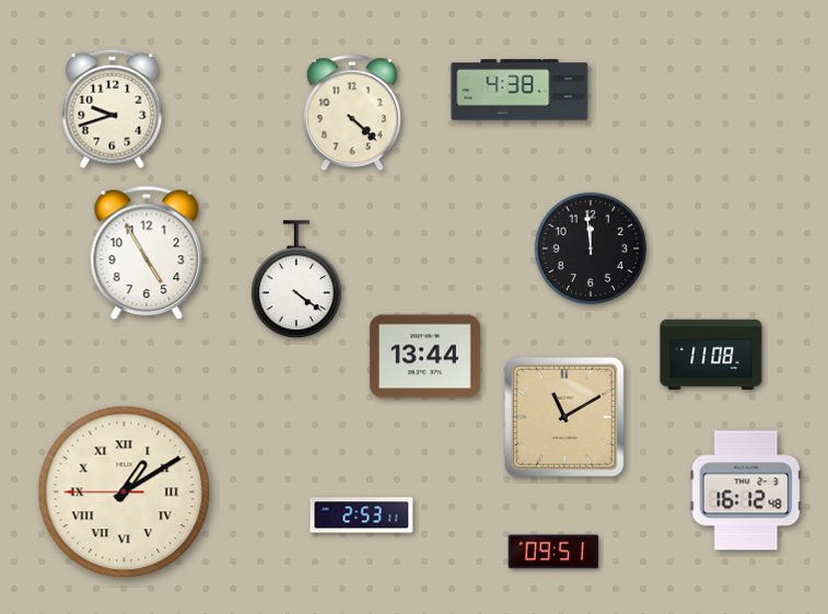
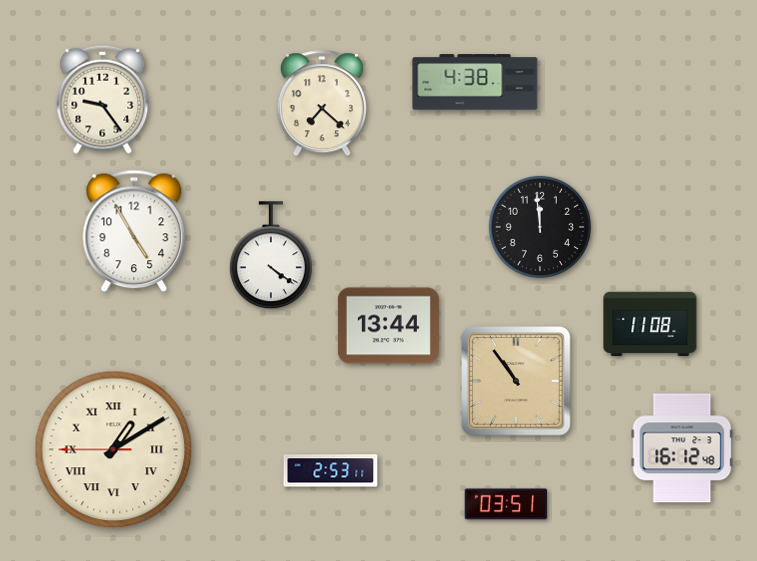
clock at (113, 108): 9:42 -> 9:24
clock at (352, 114): 4:22 -> 7:22
clock at (564, 417): 11:10 -> 10:54
clock at (553, 552): 09:51 -> 03:51
